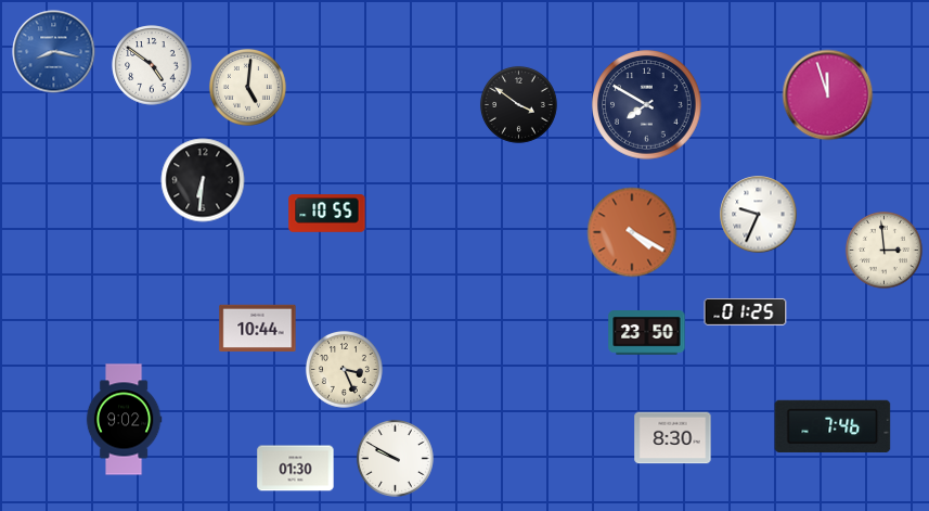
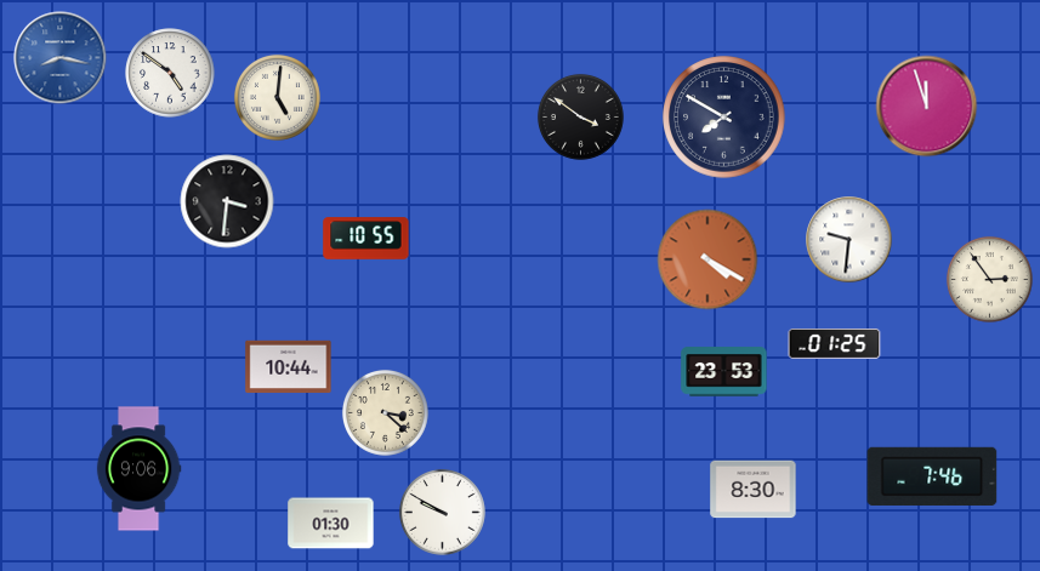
clock at (203, 180): 6:31 -> 3:31
clock at (759, 215): 9:34 -> 9:31
clock at (885, 251): 2:59 -> 2:54
clock at (746, 312) position: (746, 312) -> (835, 344)
clock at (647, 333): 23:50 -> 23:53
clock at (345, 370): 3:26 -> 3:22
clock at (124, 420): 9:02 -> 9:06
